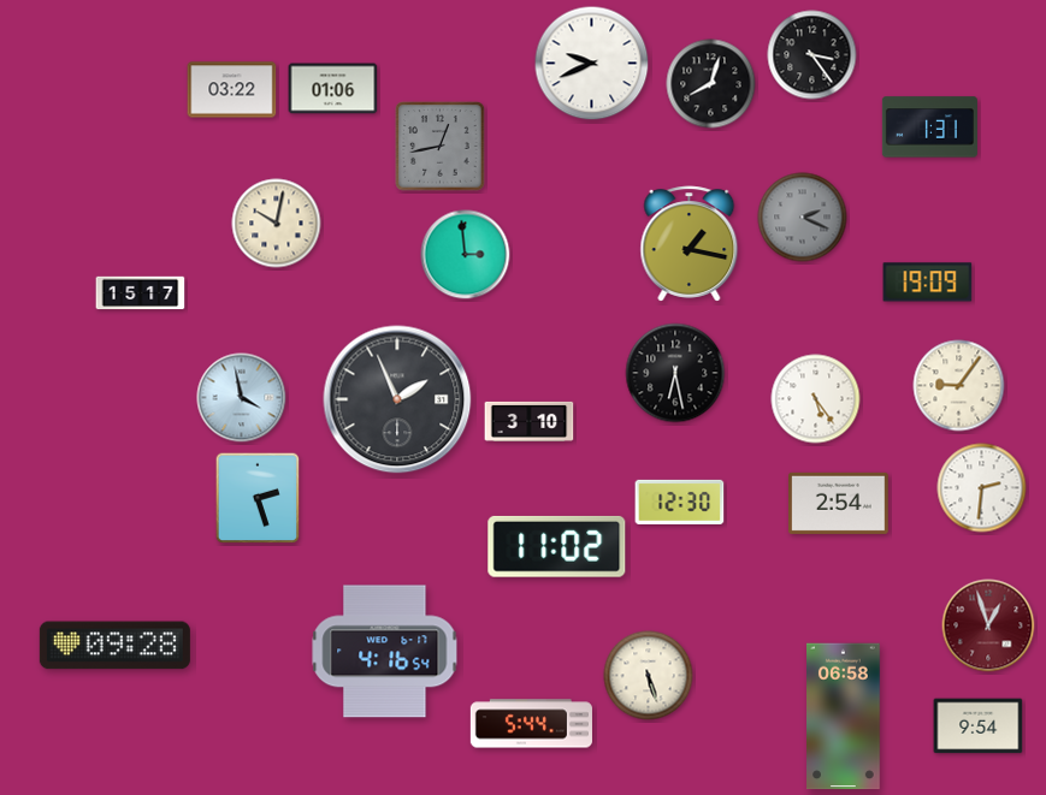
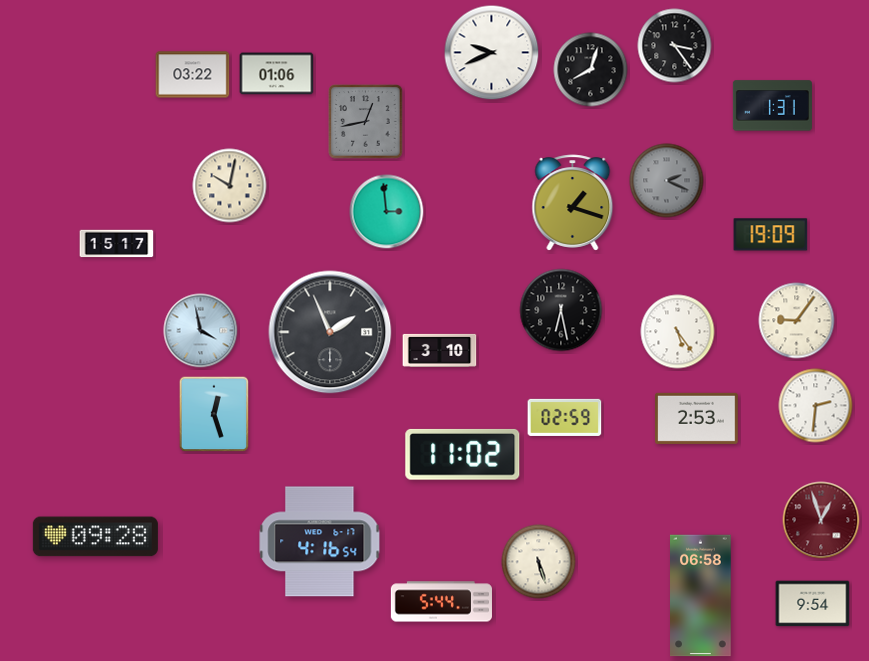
clock at (690, 244): 1:17 -> 1:18
clock at (258, 498): 2:27 -> 12:27
clock at (680, 502): 12:30 -> 02:59
clock at (839, 503): 2:54 -> 2:53
